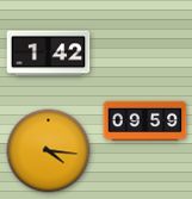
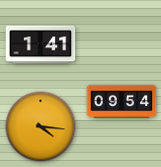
clock at (49, 54): 1:42 -> 1:41
clock at (145, 122): 09:59 -> 09:54
